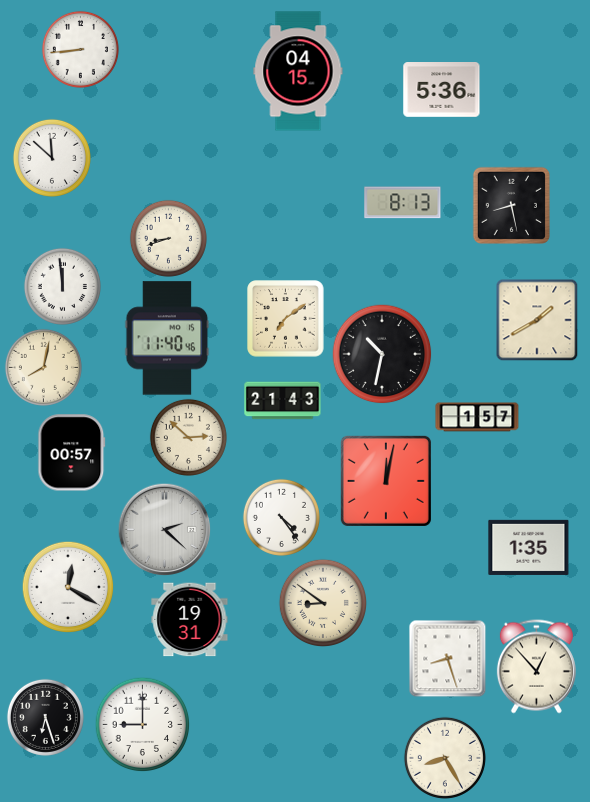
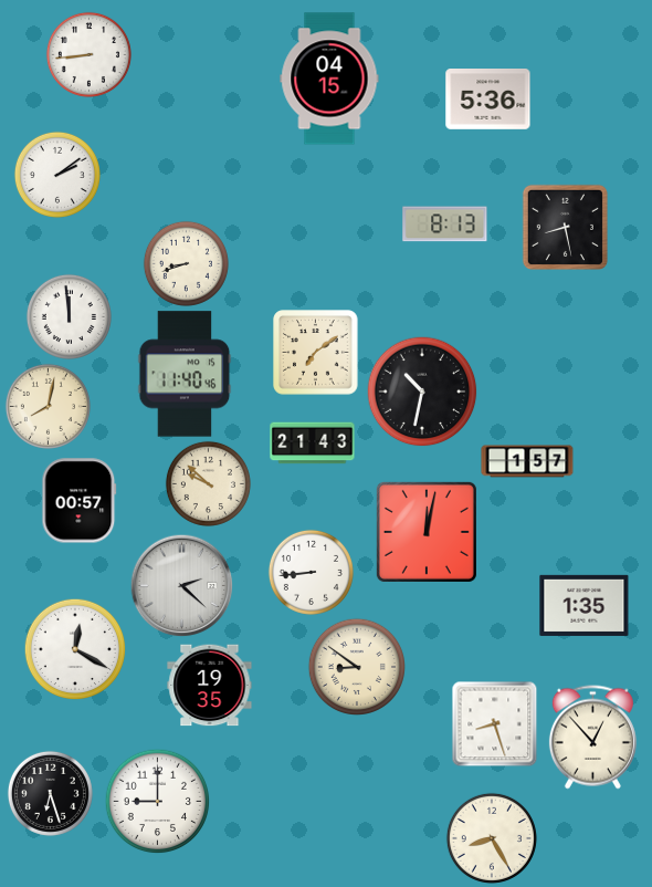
clock at (52, 158): 11:52 -> 2:09
clock at (537, 320): 1:40 -> none
clock at (188, 437): 2:52 -> 9:52
clock at (281, 517): 4:24 -> 8:44
clock at (190, 620): 19:31 -> 19:35
clock at (447, 658) position: (447, 658) -> (494, 723)
